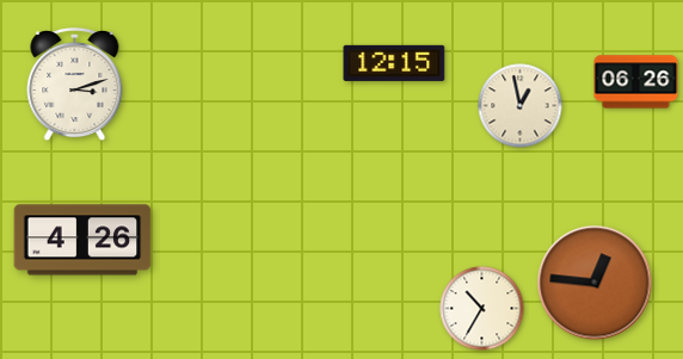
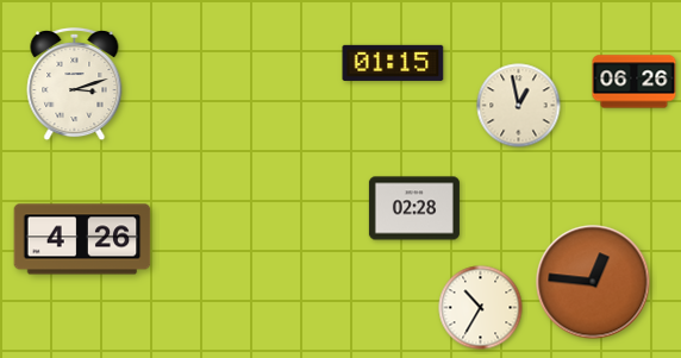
clock at (394, 63): 12:15 -> 01:15
clock at (414, 208): none -> 02:28
